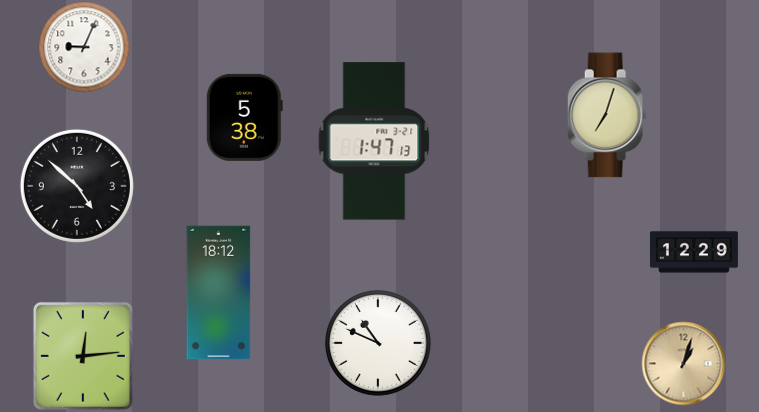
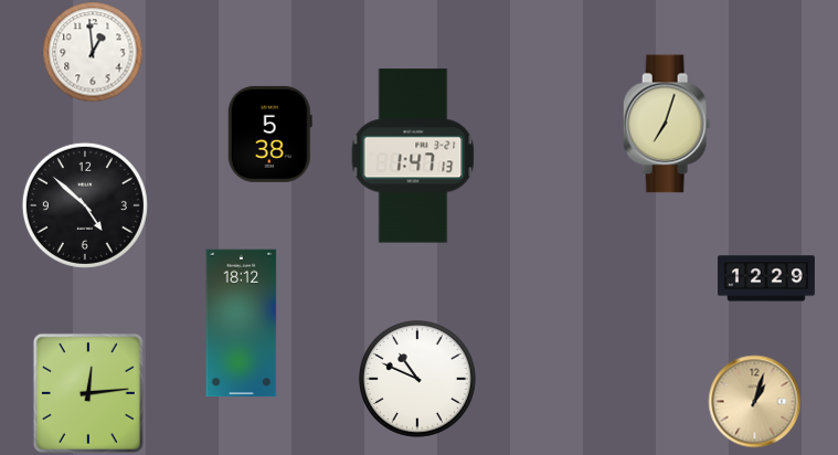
clock at (84, 47): 9:04 -> 12:59
clock at (607, 115) position: (607, 115) -> (667, 124)
clock at (244, 117) position: (244, 117) -> (269, 134)
clock at (83, 356) position: (83, 356) -> (88, 393)
